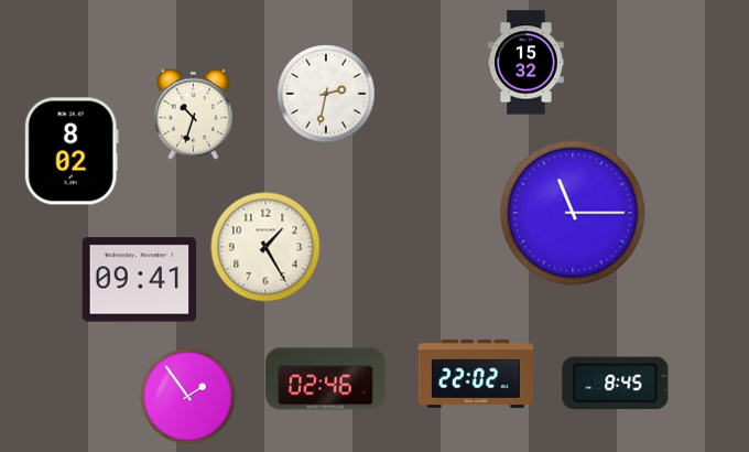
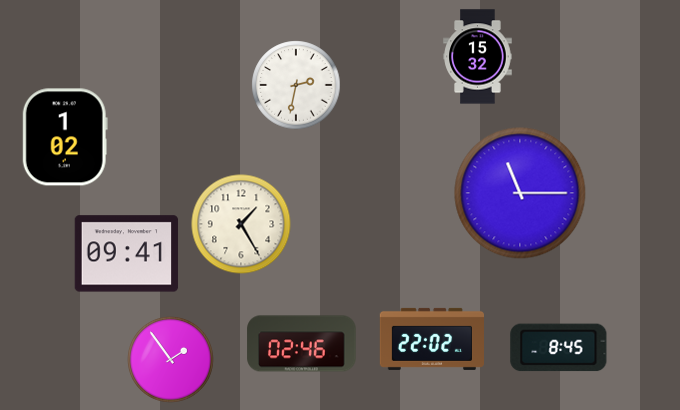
clock at (193, 114): 10:33 -> none
clock at (72, 151): 8:02 -> 1:02
clock at (326, 379) position: (326, 379) -> (302, 344)
